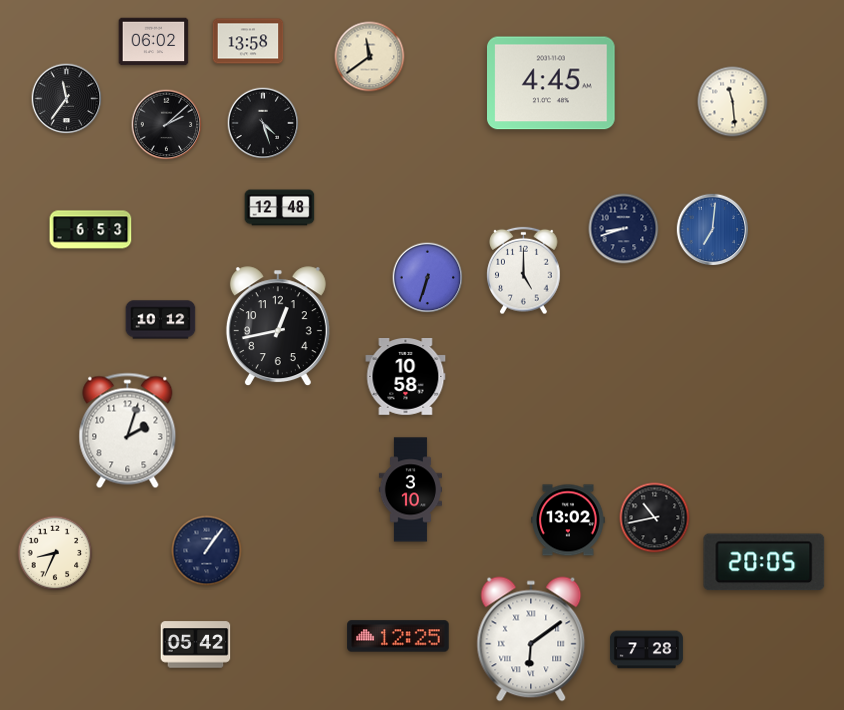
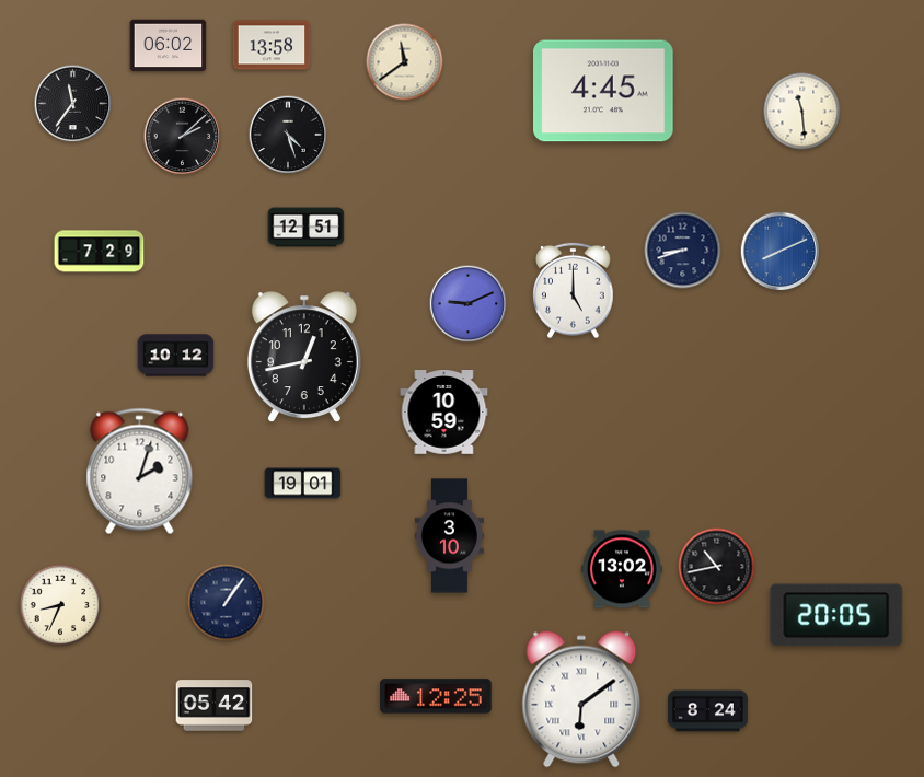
clock at (67, 99) position: (67, 99) -> (73, 104)
clock at (280, 208): 12:48 -> 12:51
clock at (91, 230): 6:53 -> 7:29
clock at (713, 230): 7:01 -> 8:11
clock at (524, 271) position: (524, 271) -> (574, 291)
clock at (428, 278): 6:33 -> 9:11
clock at (161, 320) position: (161, 320) -> (176, 356)
clock at (406, 377): 10:58 -> 10:59
clock at (303, 484): none -> 19:01
clock at (646, 650): 7:28 -> 8:24
